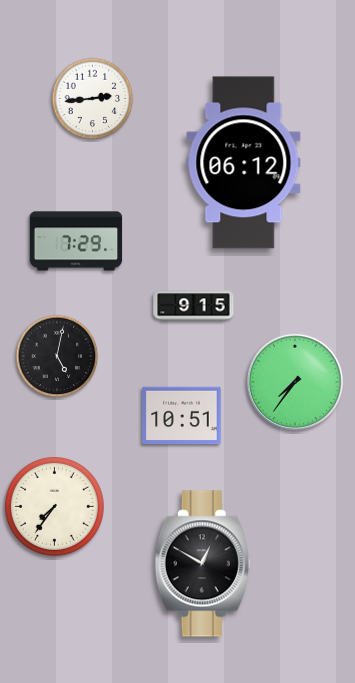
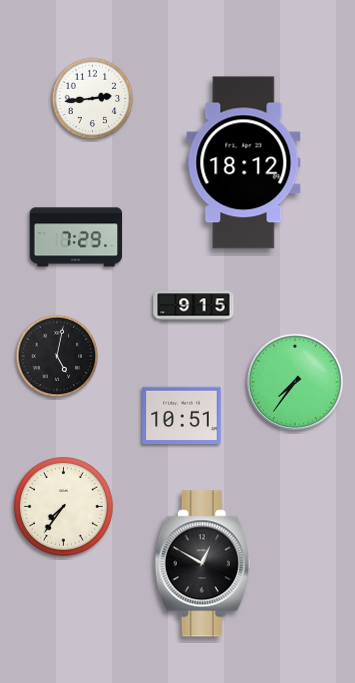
clock at (244, 163): 06:12 -> 18:12
clock at (76, 241) position: (76, 241) -> (76, 237)
clock at (54, 506) position: (54, 506) -> (63, 506)
